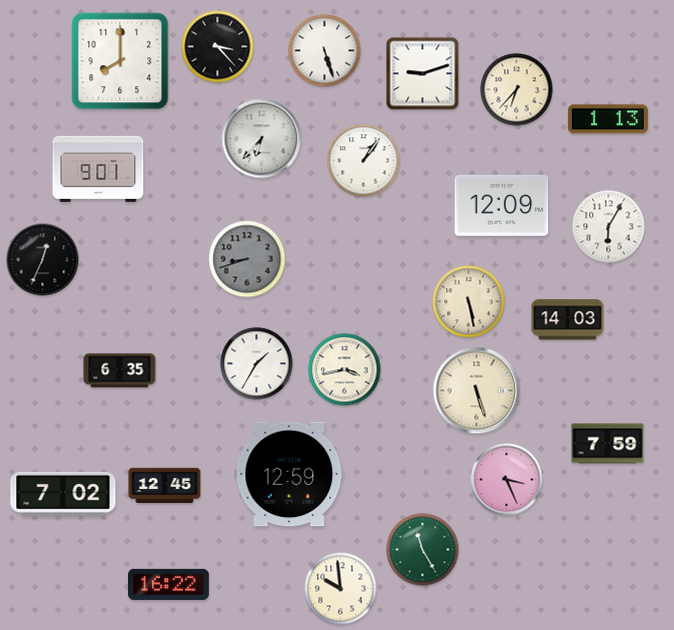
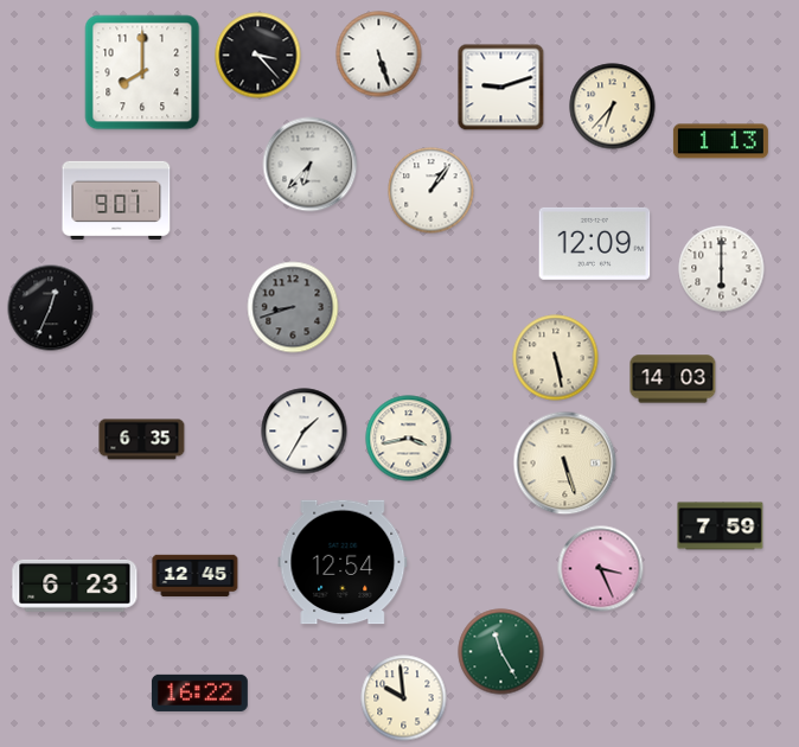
clock at (325, 51) position: (325, 51) -> (379, 55)
clock at (609, 227): 6:05 -> 6:00
clock at (289, 474): 12:59 -> 12:54
clock at (63, 494): 7:02 -> 6:23
